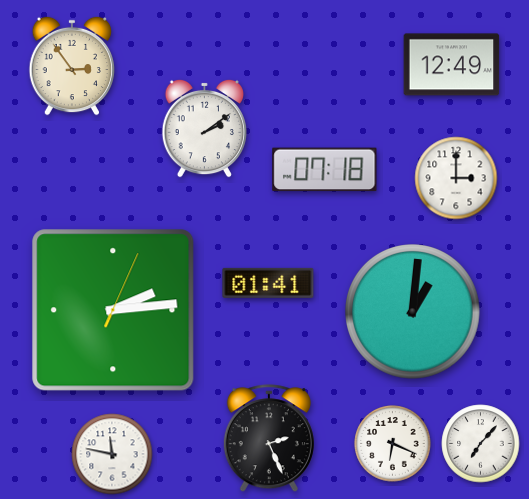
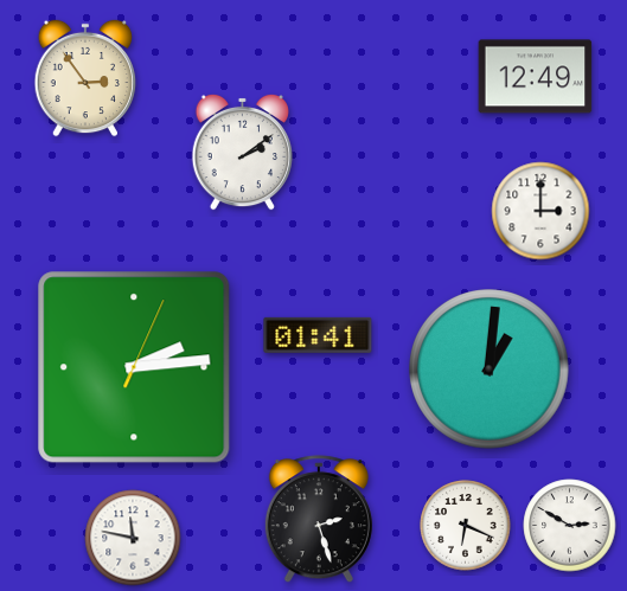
clock at (325, 170): 07:18 -> none
clock at (269, 439): 2:26 -> 2:27
clock at (481, 444): 7:07 -> 2:50
